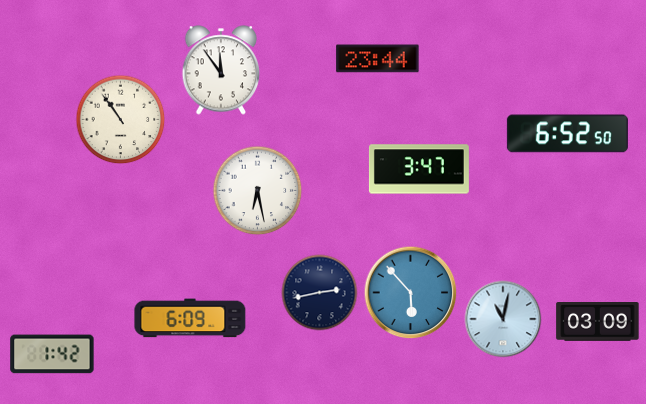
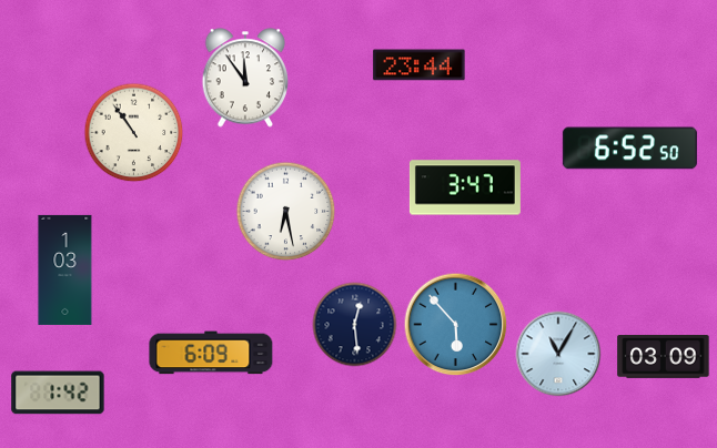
clock at (65, 269): none -> 1:03
clock at (320, 293): 2:43 -> 12:29
clock at (503, 319): 11:02 -> 11:05
